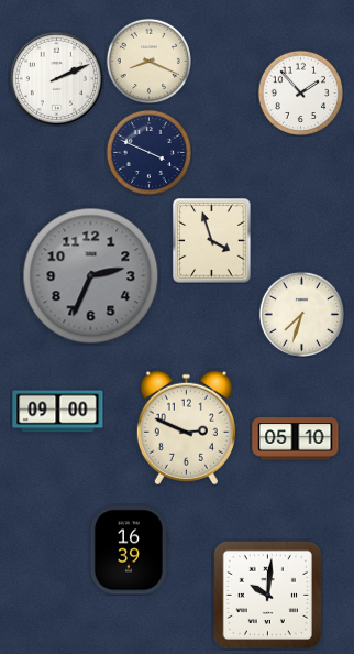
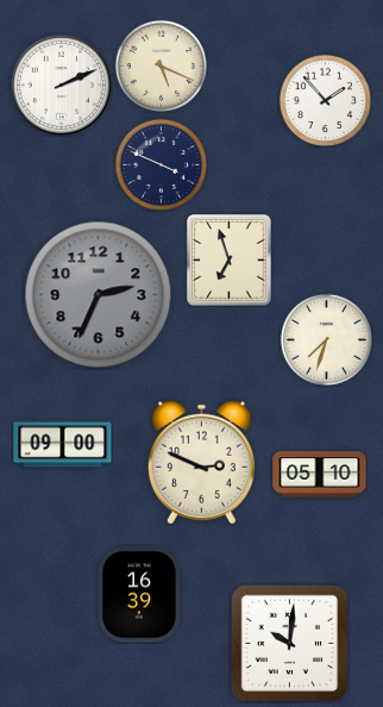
clock at (148, 61): 8:19 -> 5:19
clock at (212, 241): 3:57 -> 6:57
clock at (91, 276) position: (91, 276) -> (99, 295)
